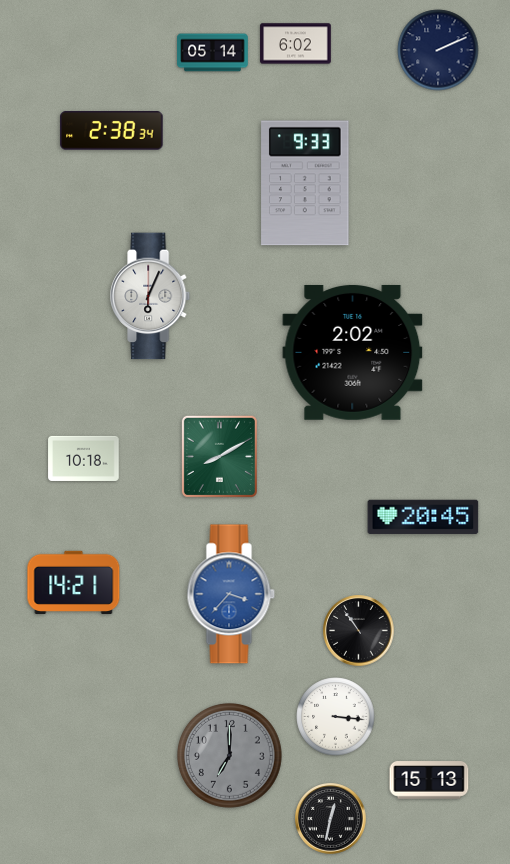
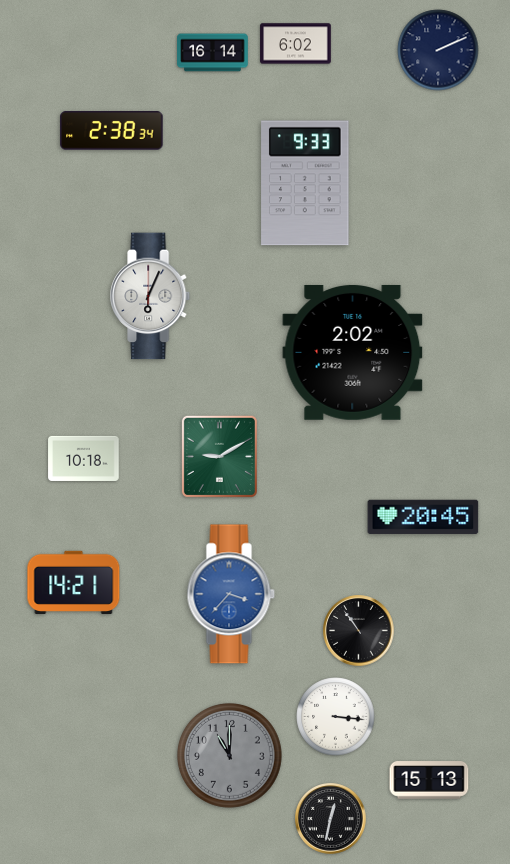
clock at (213, 53): 05:14 -> 16:14
clock at (219, 456): 8:10 -> 9:10
clock at (229, 755): 7:00 -> 11:00
